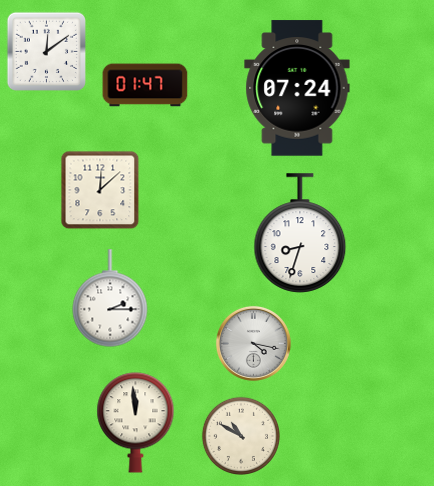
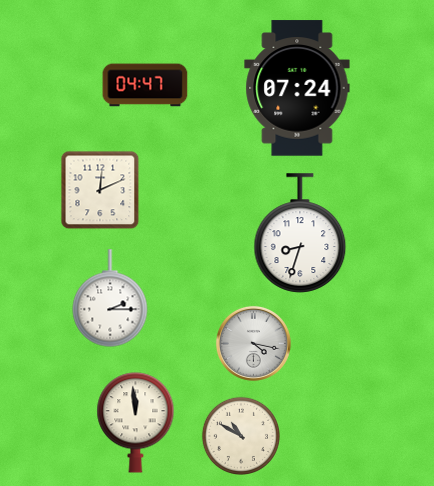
clock at (46, 51): 12:09 -> none
clock at (145, 85): 01:47 -> 04:47
clock at (100, 190): 12:08 -> 12:11
